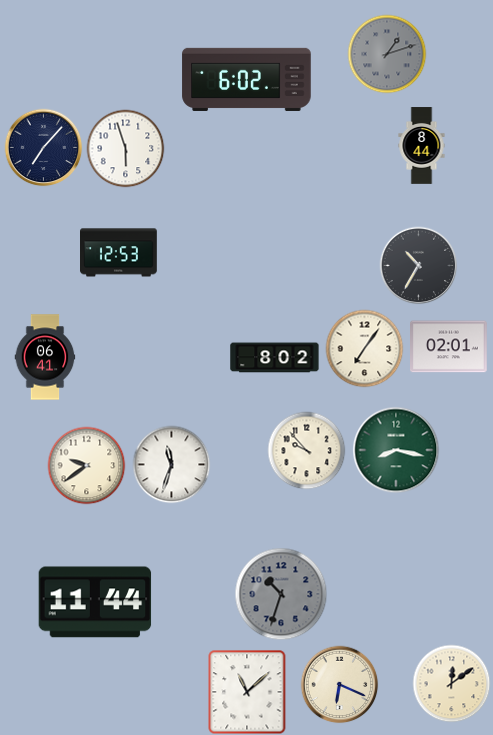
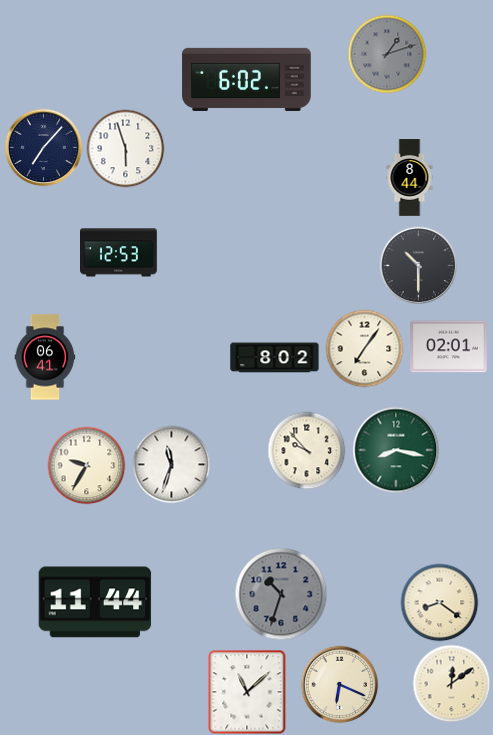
clock at (422, 146) position: (422, 146) -> (410, 178)
clock at (418, 265): 10:35 -> 10:30
clock at (86, 465): 9:39 -> 9:35
clock at (439, 602): none -> 8:21
